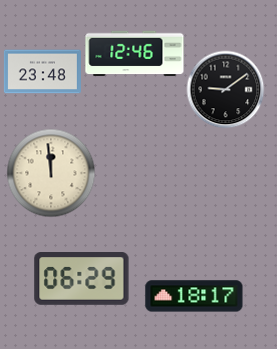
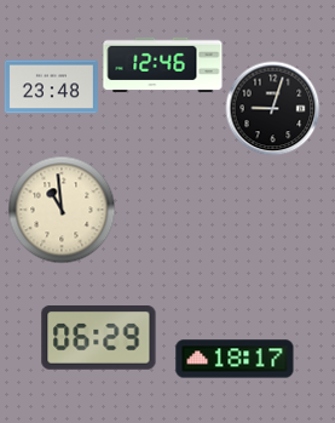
clock at (225, 89): 9:09 -> 9:03
clock at (51, 173): 11:59 -> 10:59
